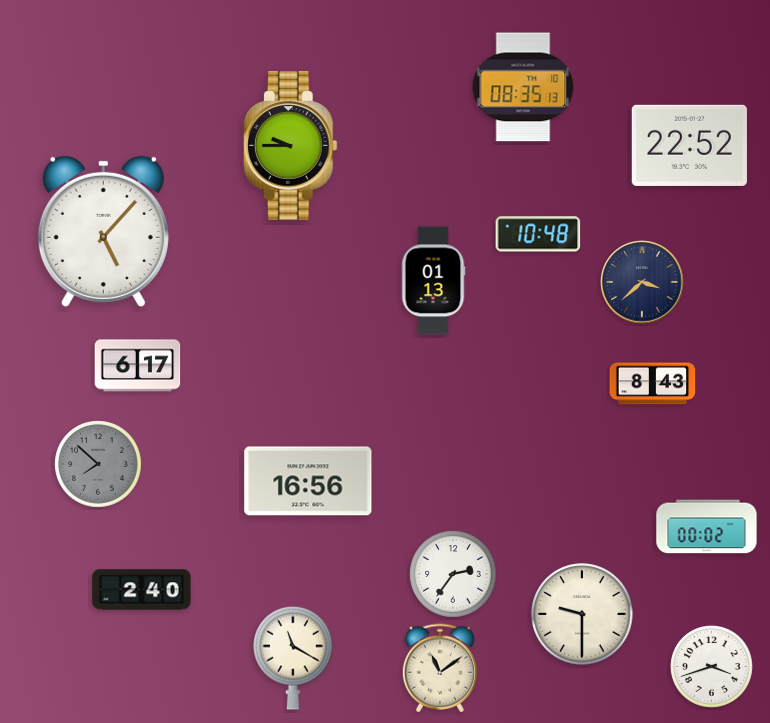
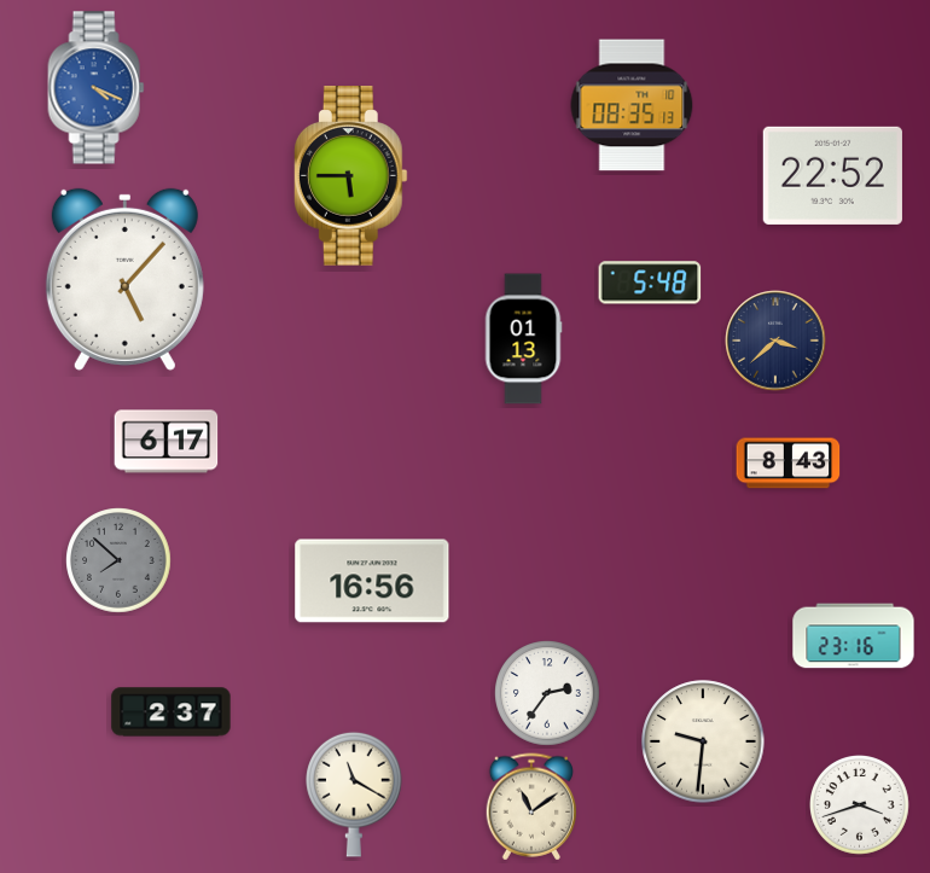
clock at (97, 88): none -> 4:19
clock at (290, 146): 9:45 -> 5:45
clock at (538, 234): 10:48 -> 5:48
clock at (707, 527): 00:02 -> 23:16
clock at (142, 590): 2:40 -> 2:37
clock at (582, 614): 9:30 -> 9:31
